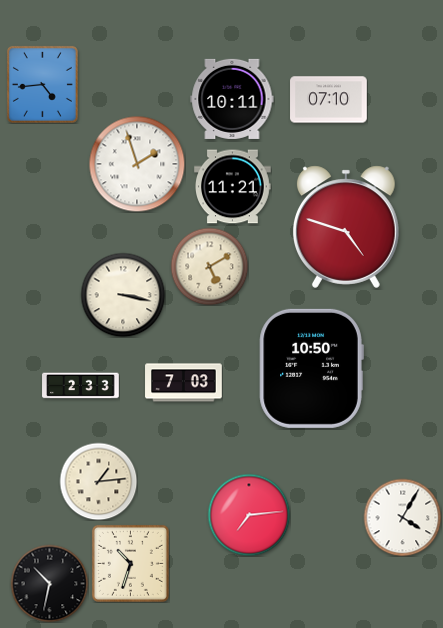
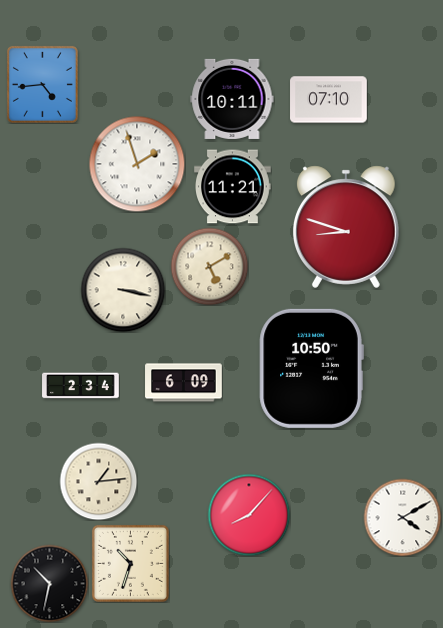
clock at (346, 227): 4:48 -> 8:48
clock at (123, 295) position: (123, 295) -> (123, 290)
clock at (184, 383): 7:03 -> 6:09
clock at (81, 386): 2:33 -> 2:34
clock at (249, 515): 7:14 -> 8:07
clock at (402, 517): 4:05 -> 4:10
